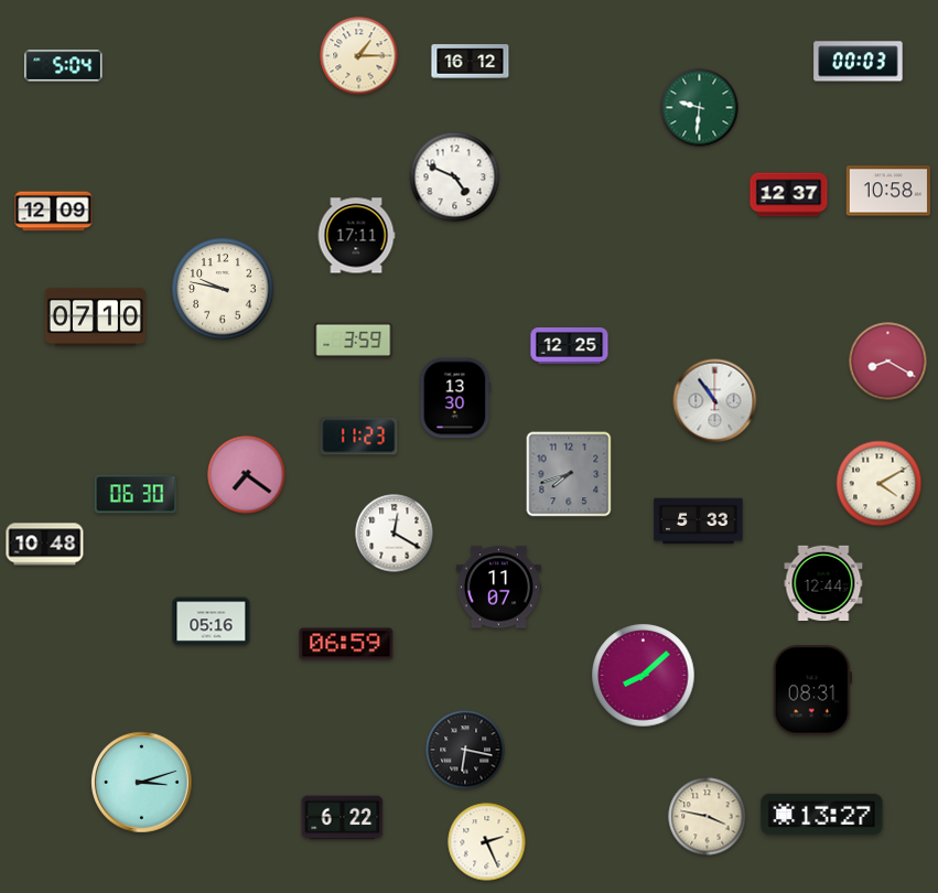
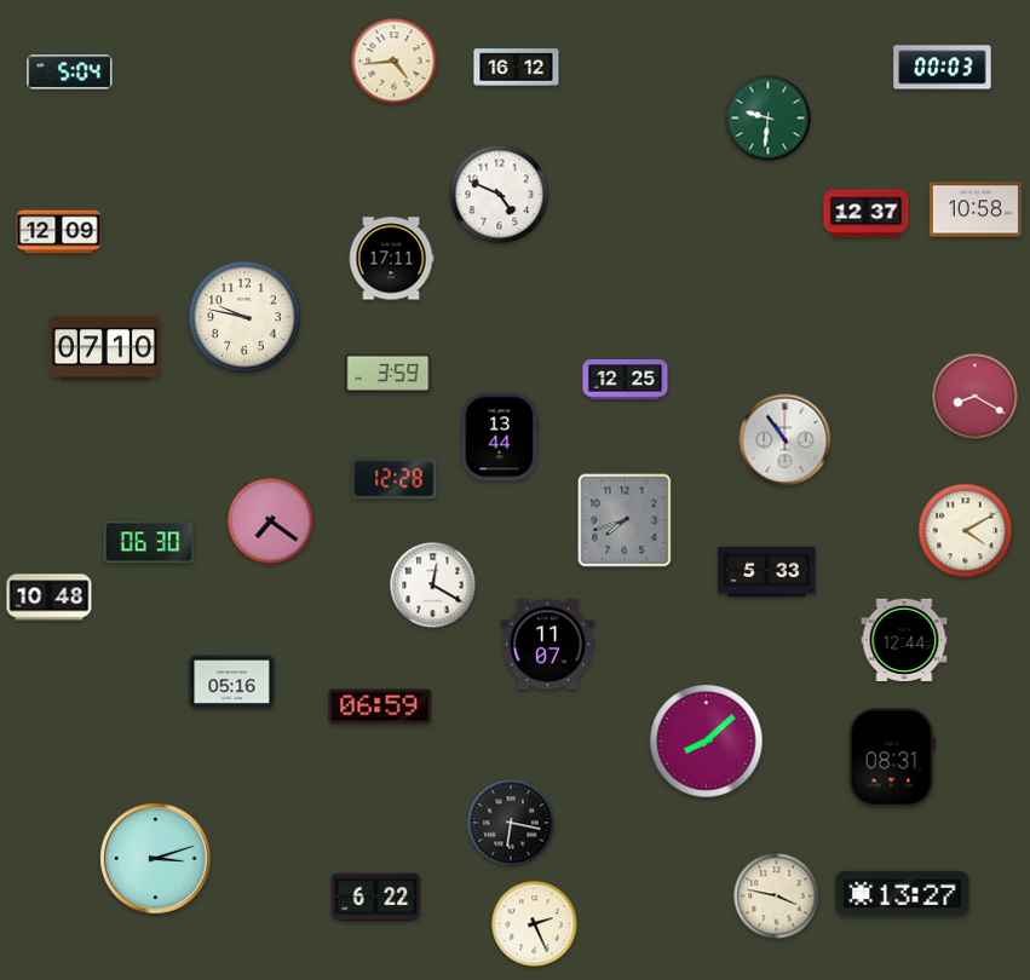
clock at (359, 56): 1:15 -> 4:44
clock at (455, 398): 13:30 -> 13:44
clock at (359, 437): 11:23 -> 12:28
